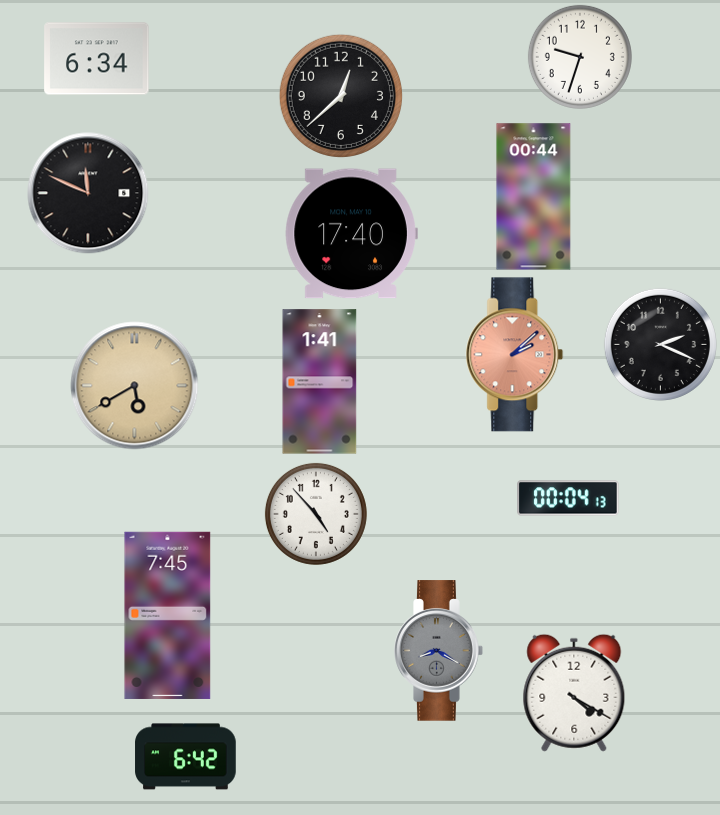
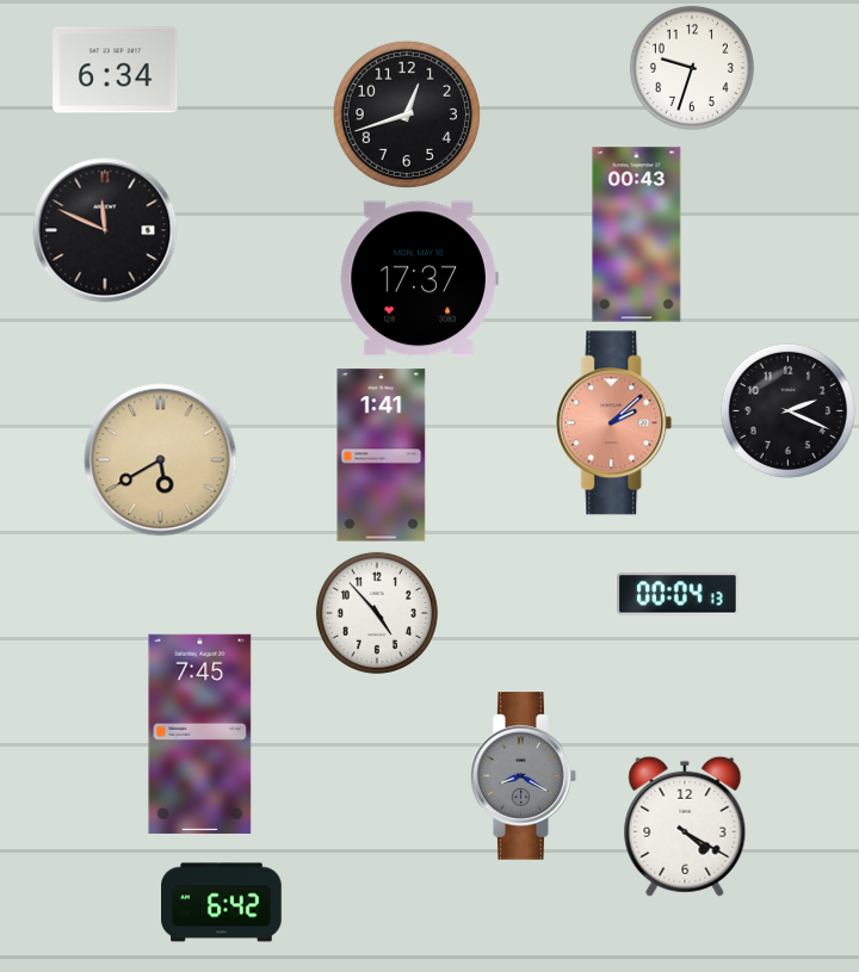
clock at (341, 96): 12:38 -> 12:42
clock at (534, 197): 00:44 -> 00:43
clock at (351, 234): 17:40 -> 17:37
